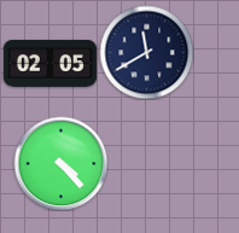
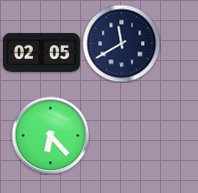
clock at (60, 163): 4:23 -> 6:23
